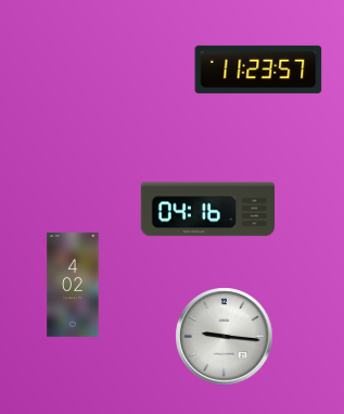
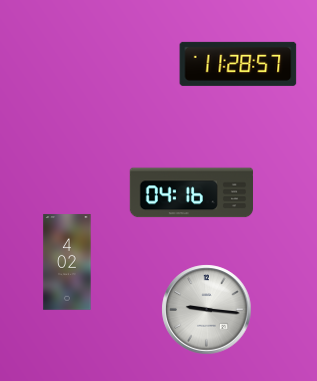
clock at (258, 70): 11:23 -> 11:28
